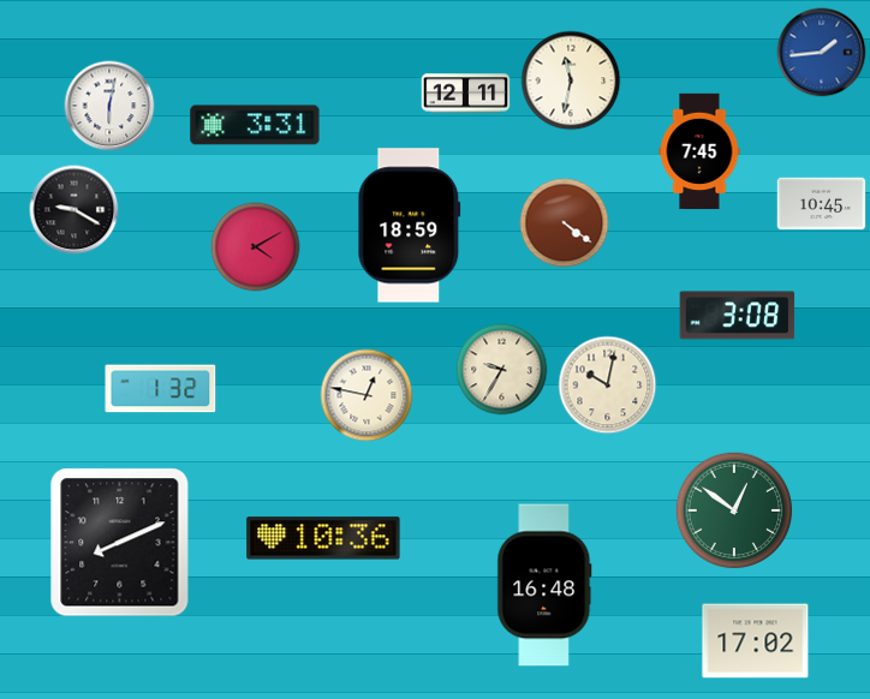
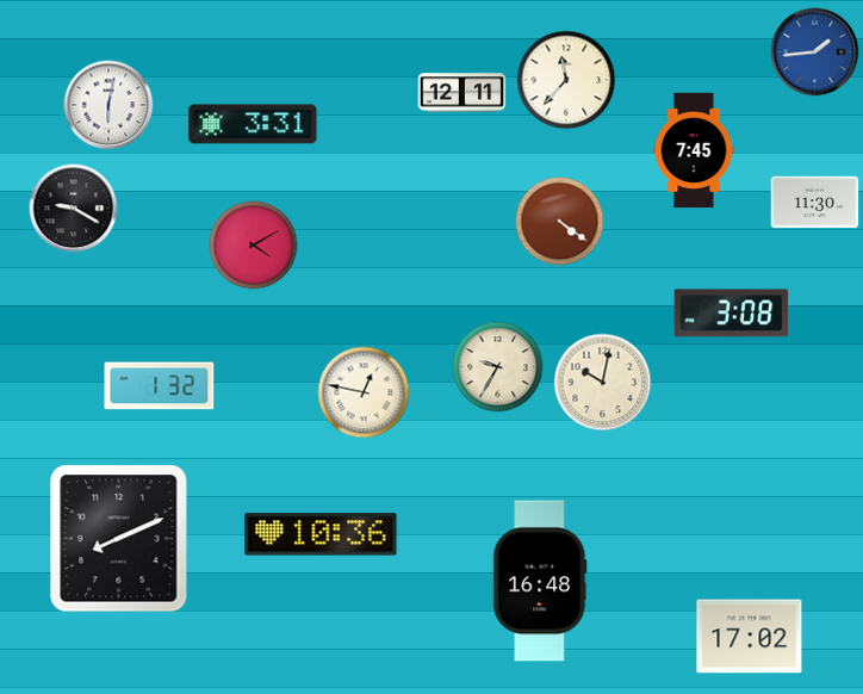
clock at (571, 80): 11:32 -> 11:37
clock at (822, 204): 10:45 -> 11:30
clock at (410, 226): 18:59 -> none
clock at (734, 510): 12:51 -> none
